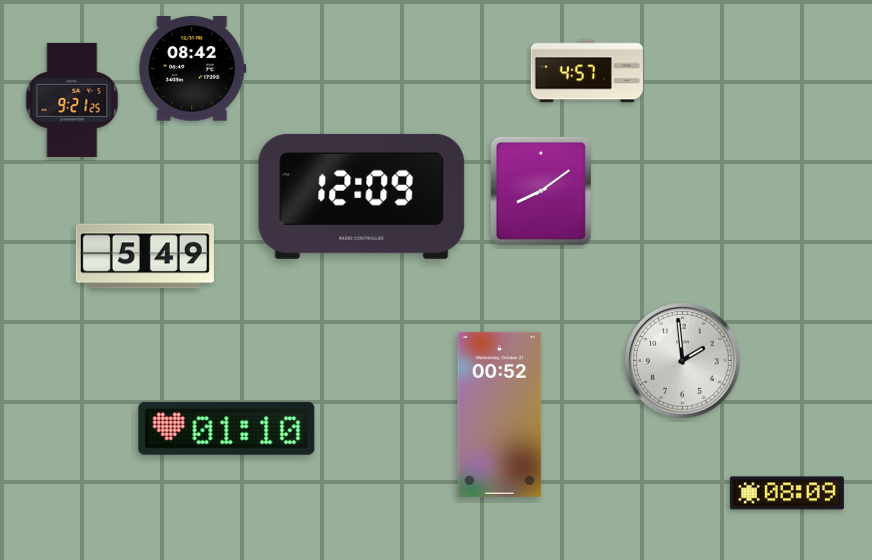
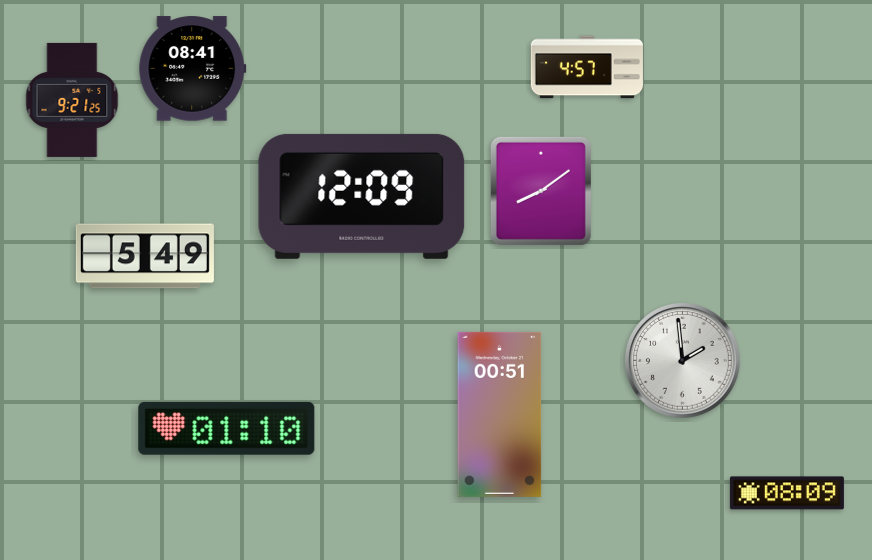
clock at (193, 69): 08:42 -> 08:41
clock at (587, 71) position: (587, 71) -> (587, 67)
clock at (500, 414): 00:52 -> 00:51
